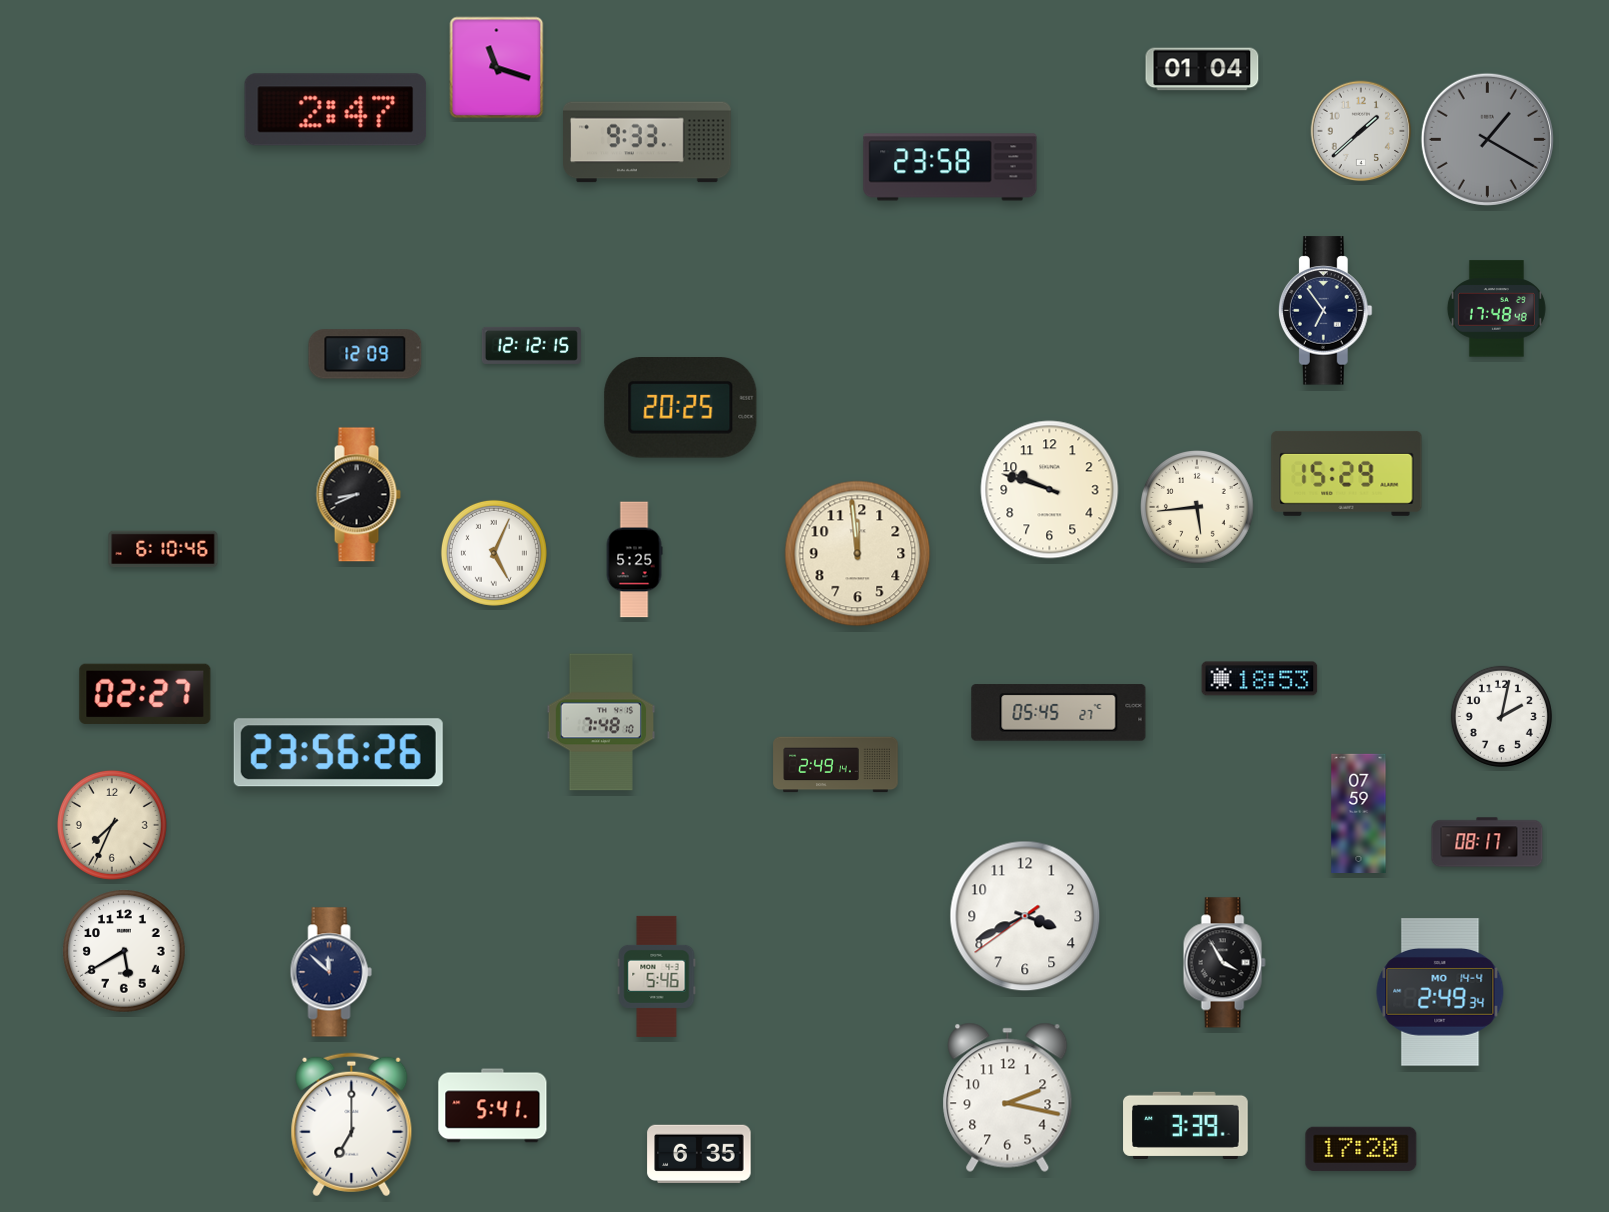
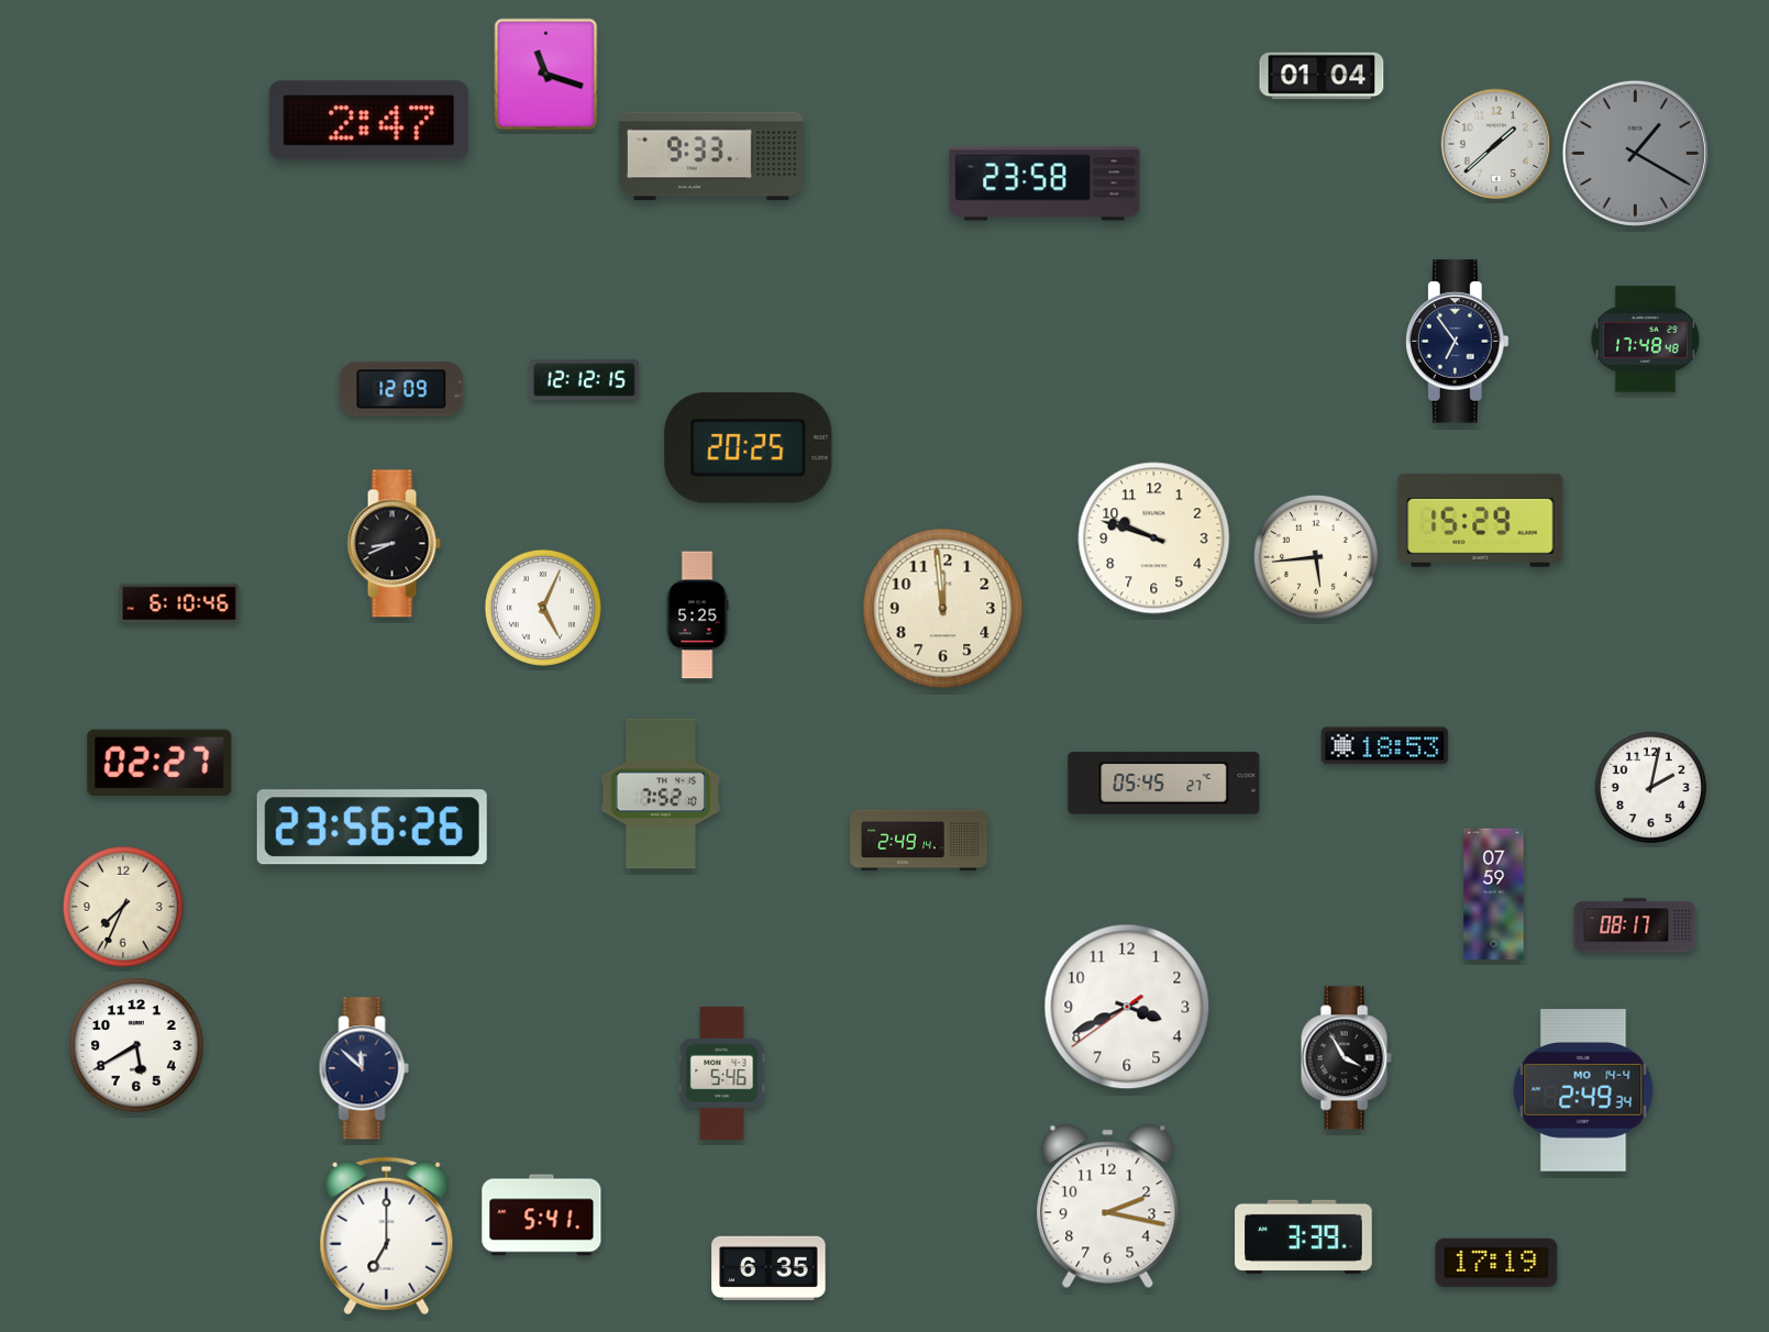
clock at (601, 722): 7:48 -> 7:52
clock at (1361, 1149): 17:20 -> 17:19
